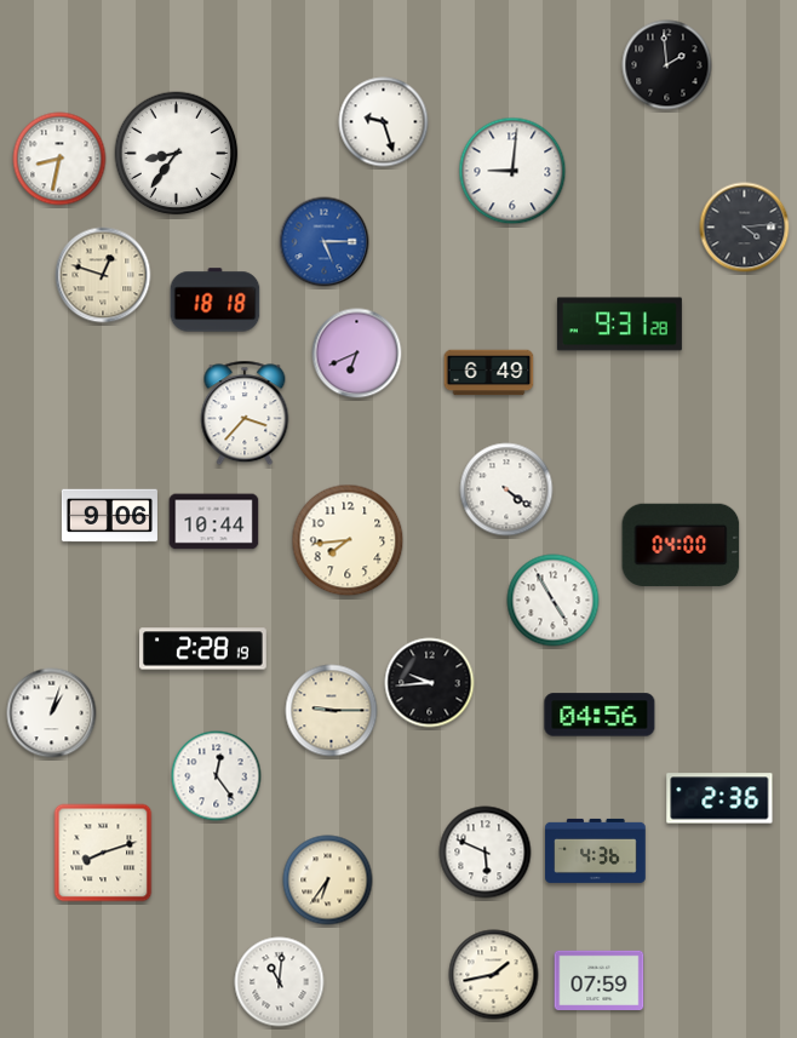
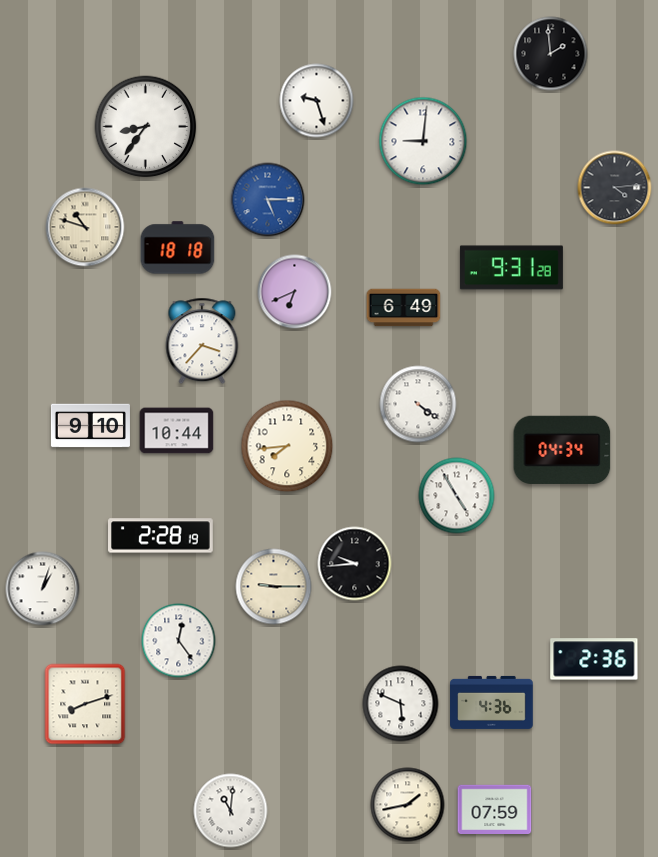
clock at (59, 159): 8:32 -> none
clock at (103, 275): 12:48 -> 10:48
clock at (109, 516): 9:06 -> 9:10
clock at (681, 545): 04:00 -> 04:34
clock at (203, 649) position: (203, 649) -> (161, 536)
clock at (600, 715): 04:56 -> none
clock at (328, 881): 6:36 -> none
